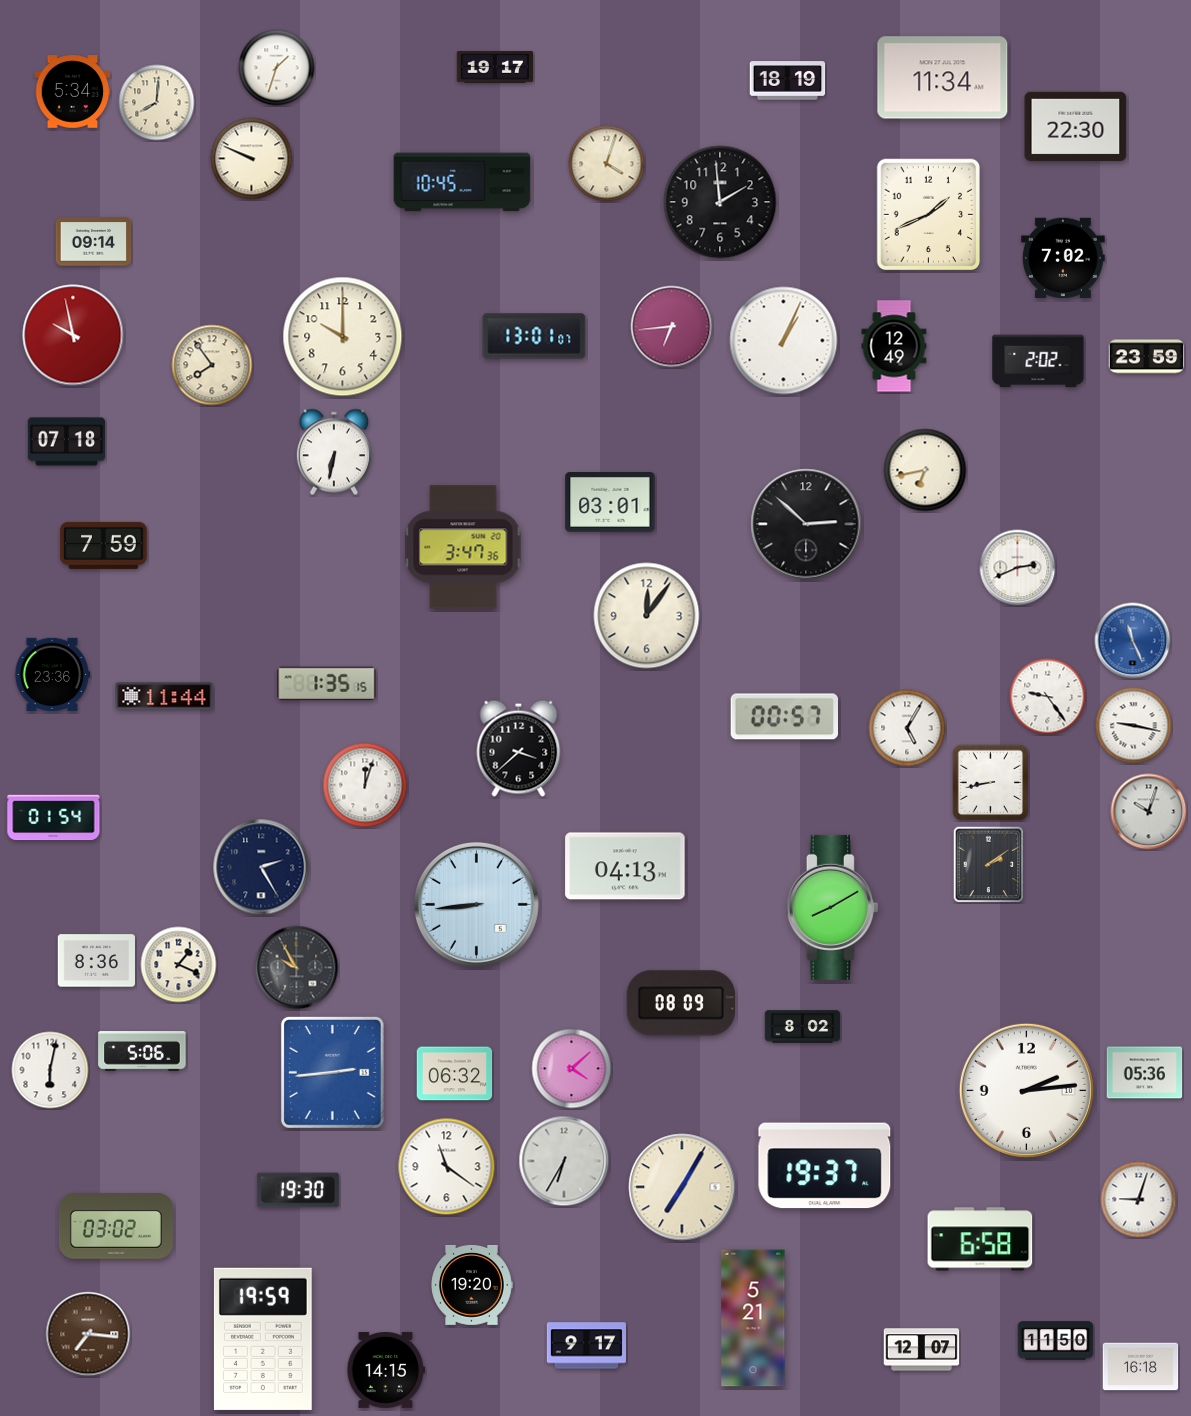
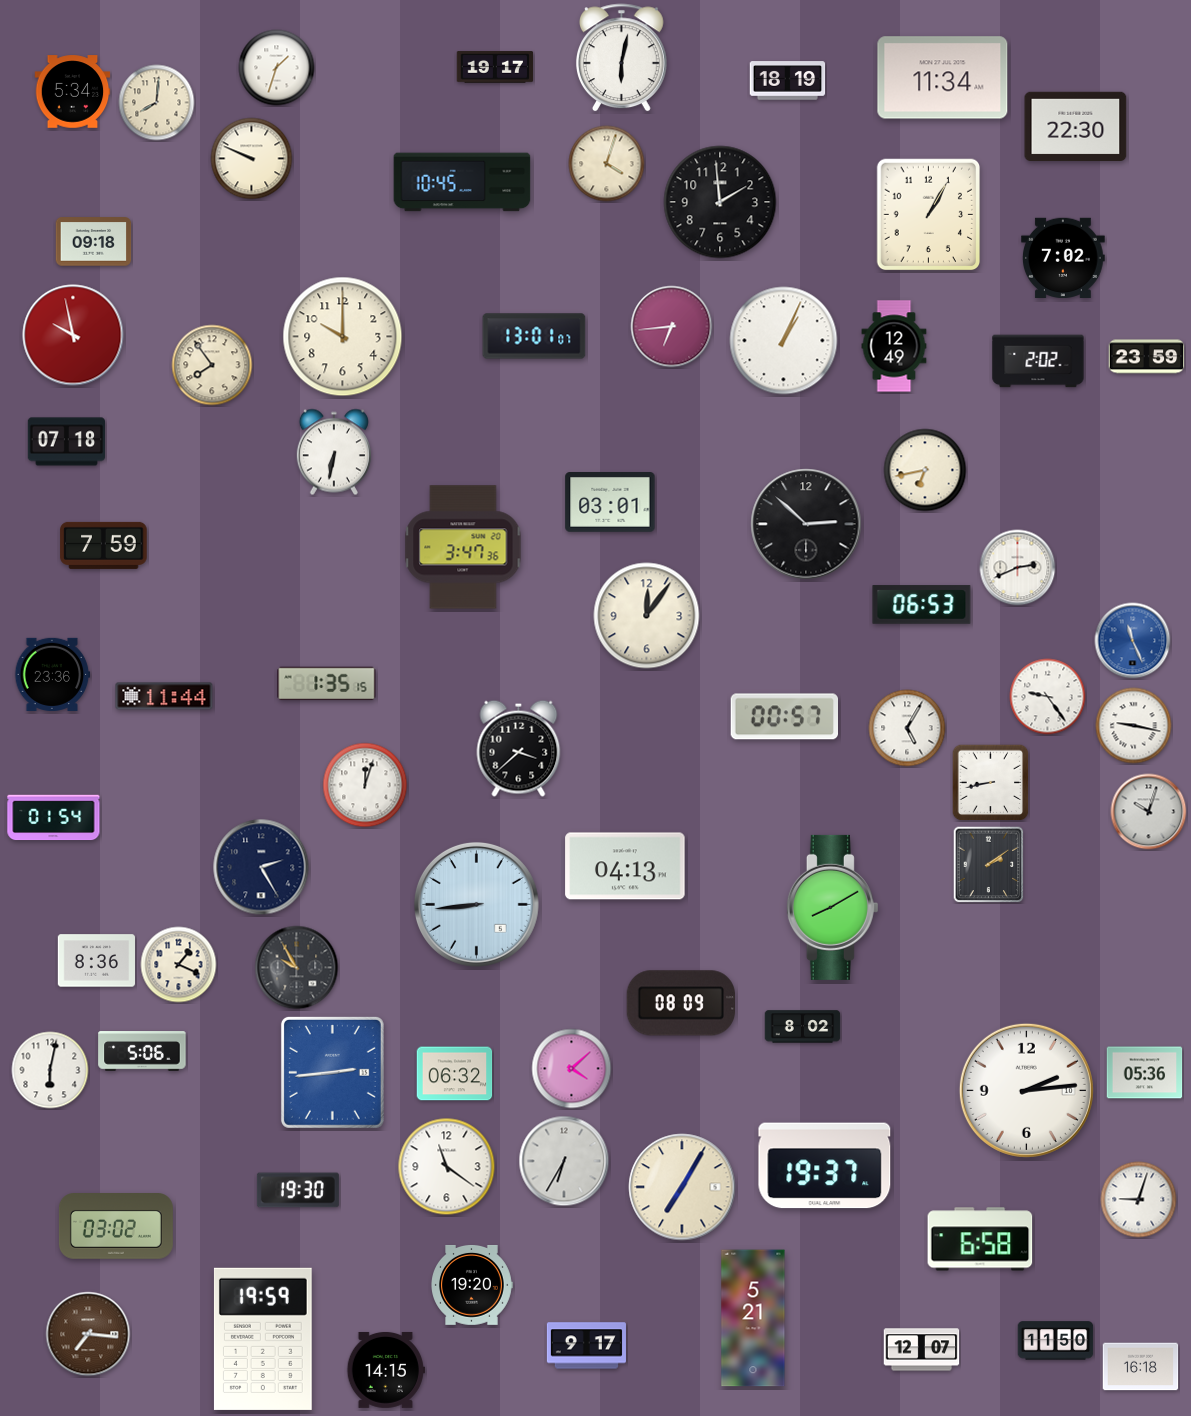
clock at (621, 58): none -> 6:02
clock at (929, 215): 1:41 -> 1:05
clock at (94, 242): 09:14 -> 09:18
clock at (922, 605): none -> 06:53
